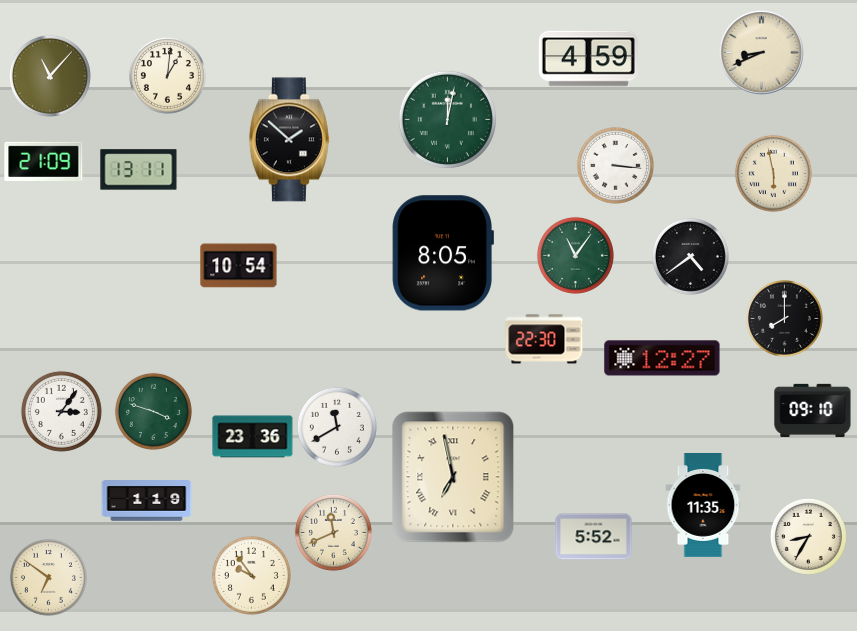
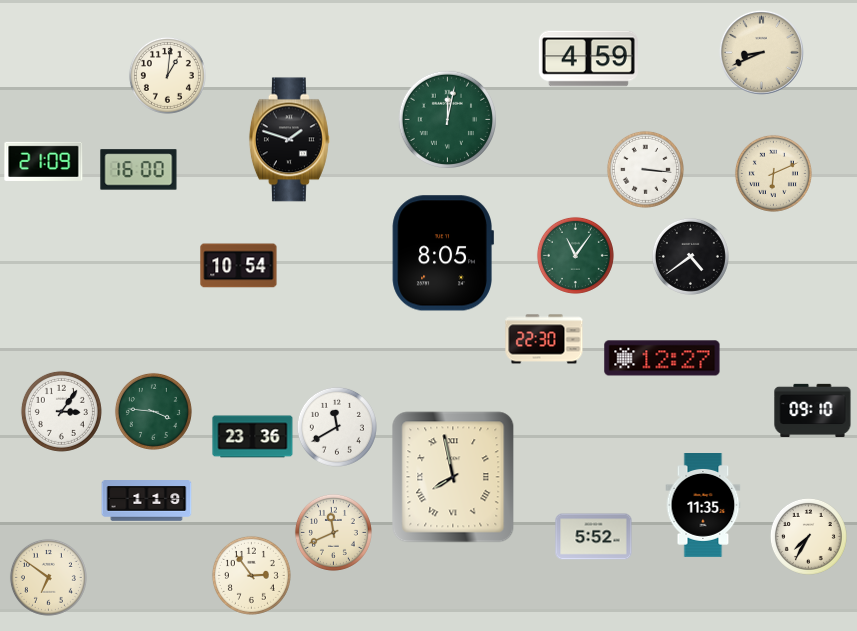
clock at (50, 76): 11:07 -> none
clock at (289, 140): 1:52 -> 1:48
clock at (615, 165) position: (615, 165) -> (645, 169)
clock at (139, 170): 13:11 -> 16:00
clock at (773, 173): 5:58 -> 6:11
clock at (784, 318): 8:00 -> none
clock at (153, 411): 3:48 -> 3:46
clock at (453, 477): 6:58 -> 7:58
clock at (808, 536): 8:35 -> 7:35
clock at (251, 575): 9:54 -> 2:54
